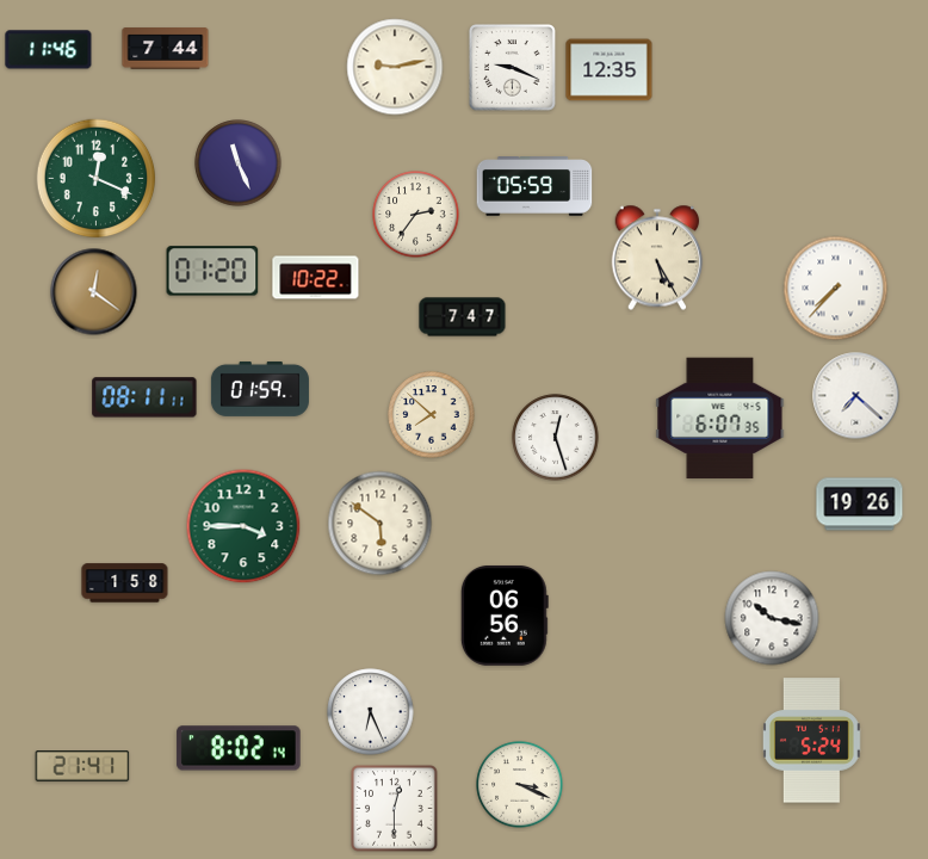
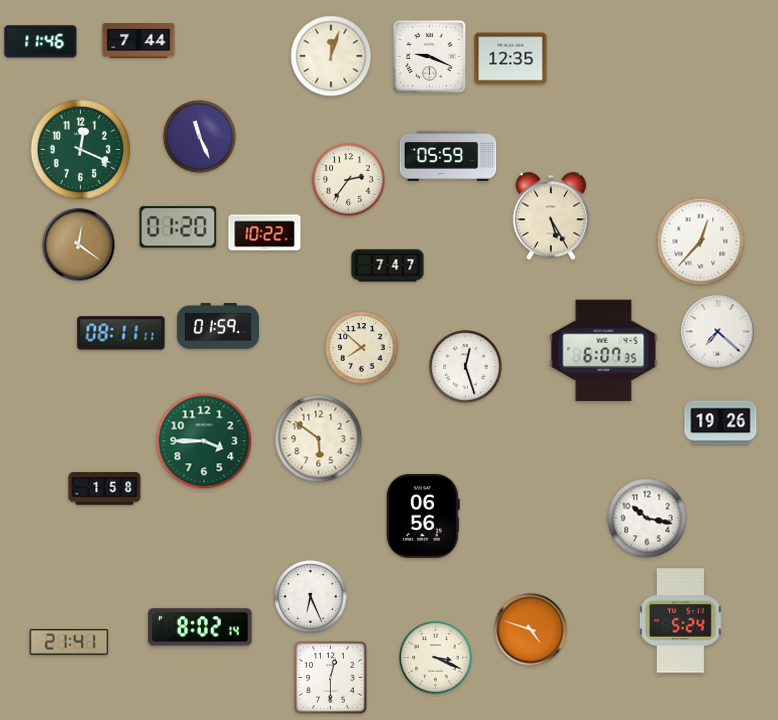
clock at (395, 67): 9:13 -> 12:03
clock at (836, 289): 7:37 -> 12:37
clock at (531, 630): none -> 4:48
